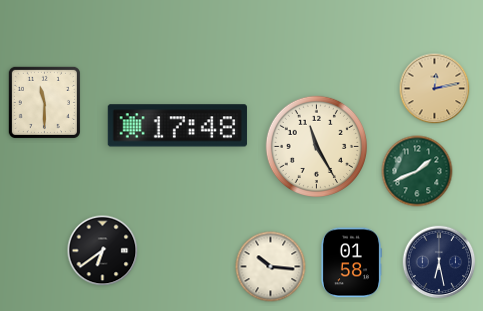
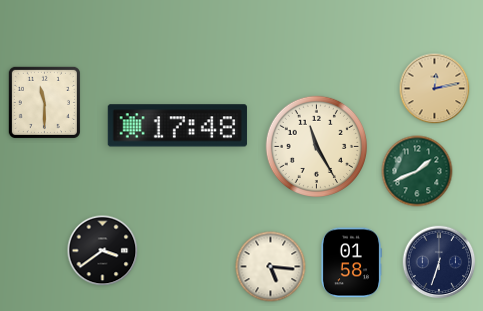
clock at (103, 251): 6:39 -> 3:39
clock at (439, 262): 6:28 -> 6:33
clock at (271, 267): 10:16 -> 5:16
